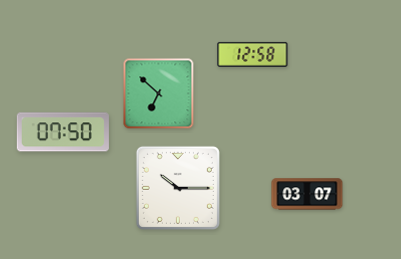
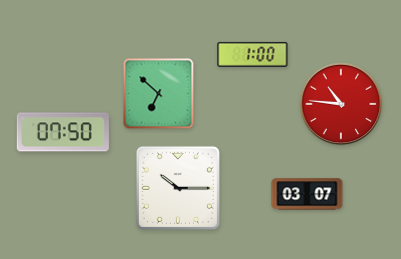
clock at (253, 54): 12:58 -> 1:00
clock at (341, 104): none -> 10:46
